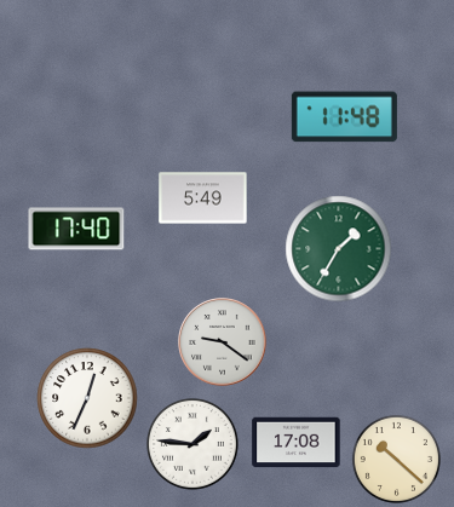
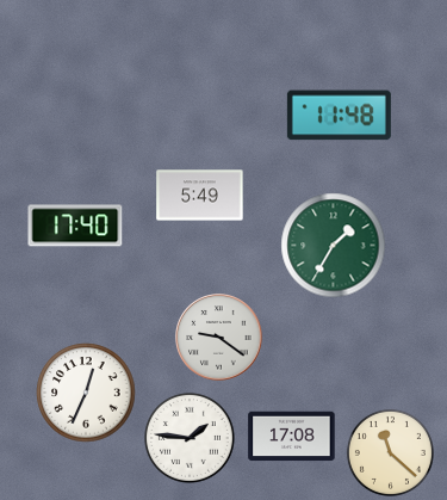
clock at (396, 459): 10:22 -> 11:22
